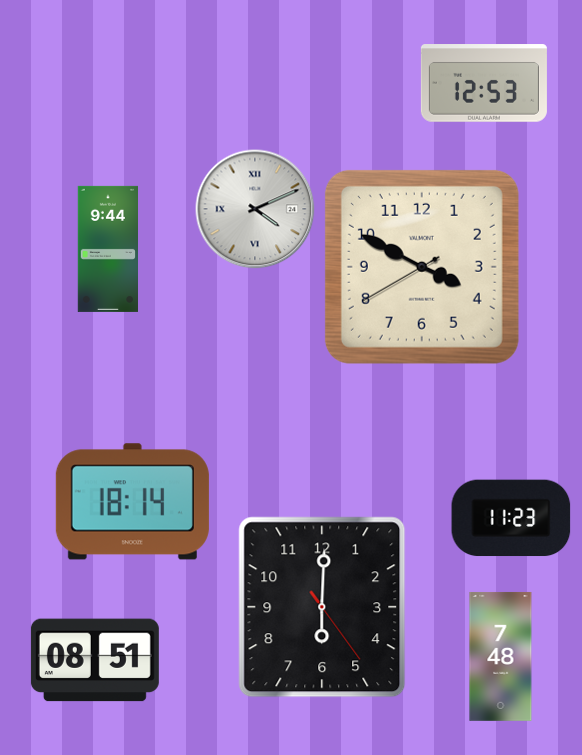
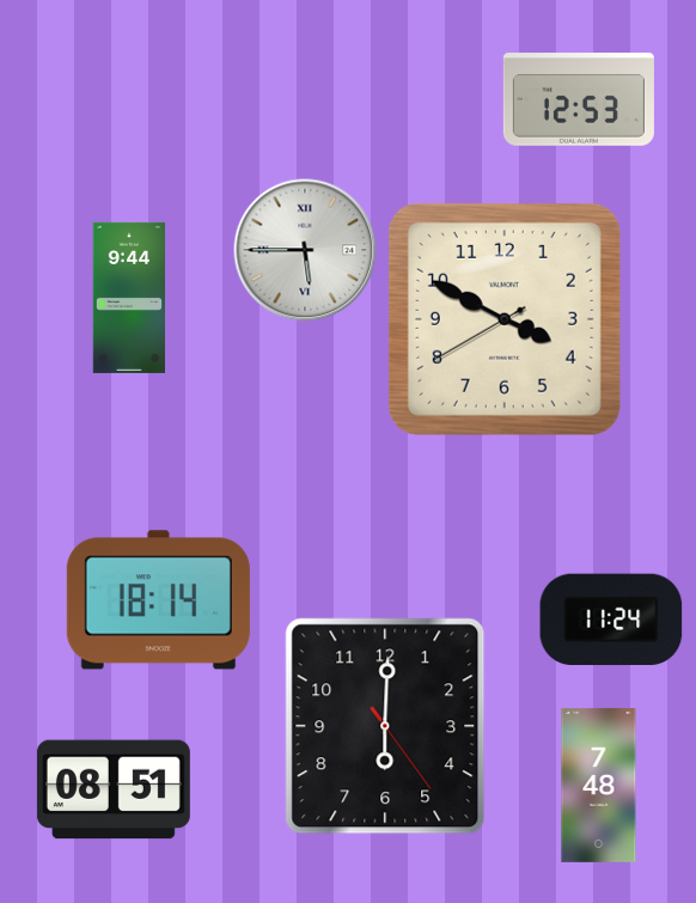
clock at (255, 209): 4:11 -> 5:45
clock at (511, 518): 11:23 -> 11:24
